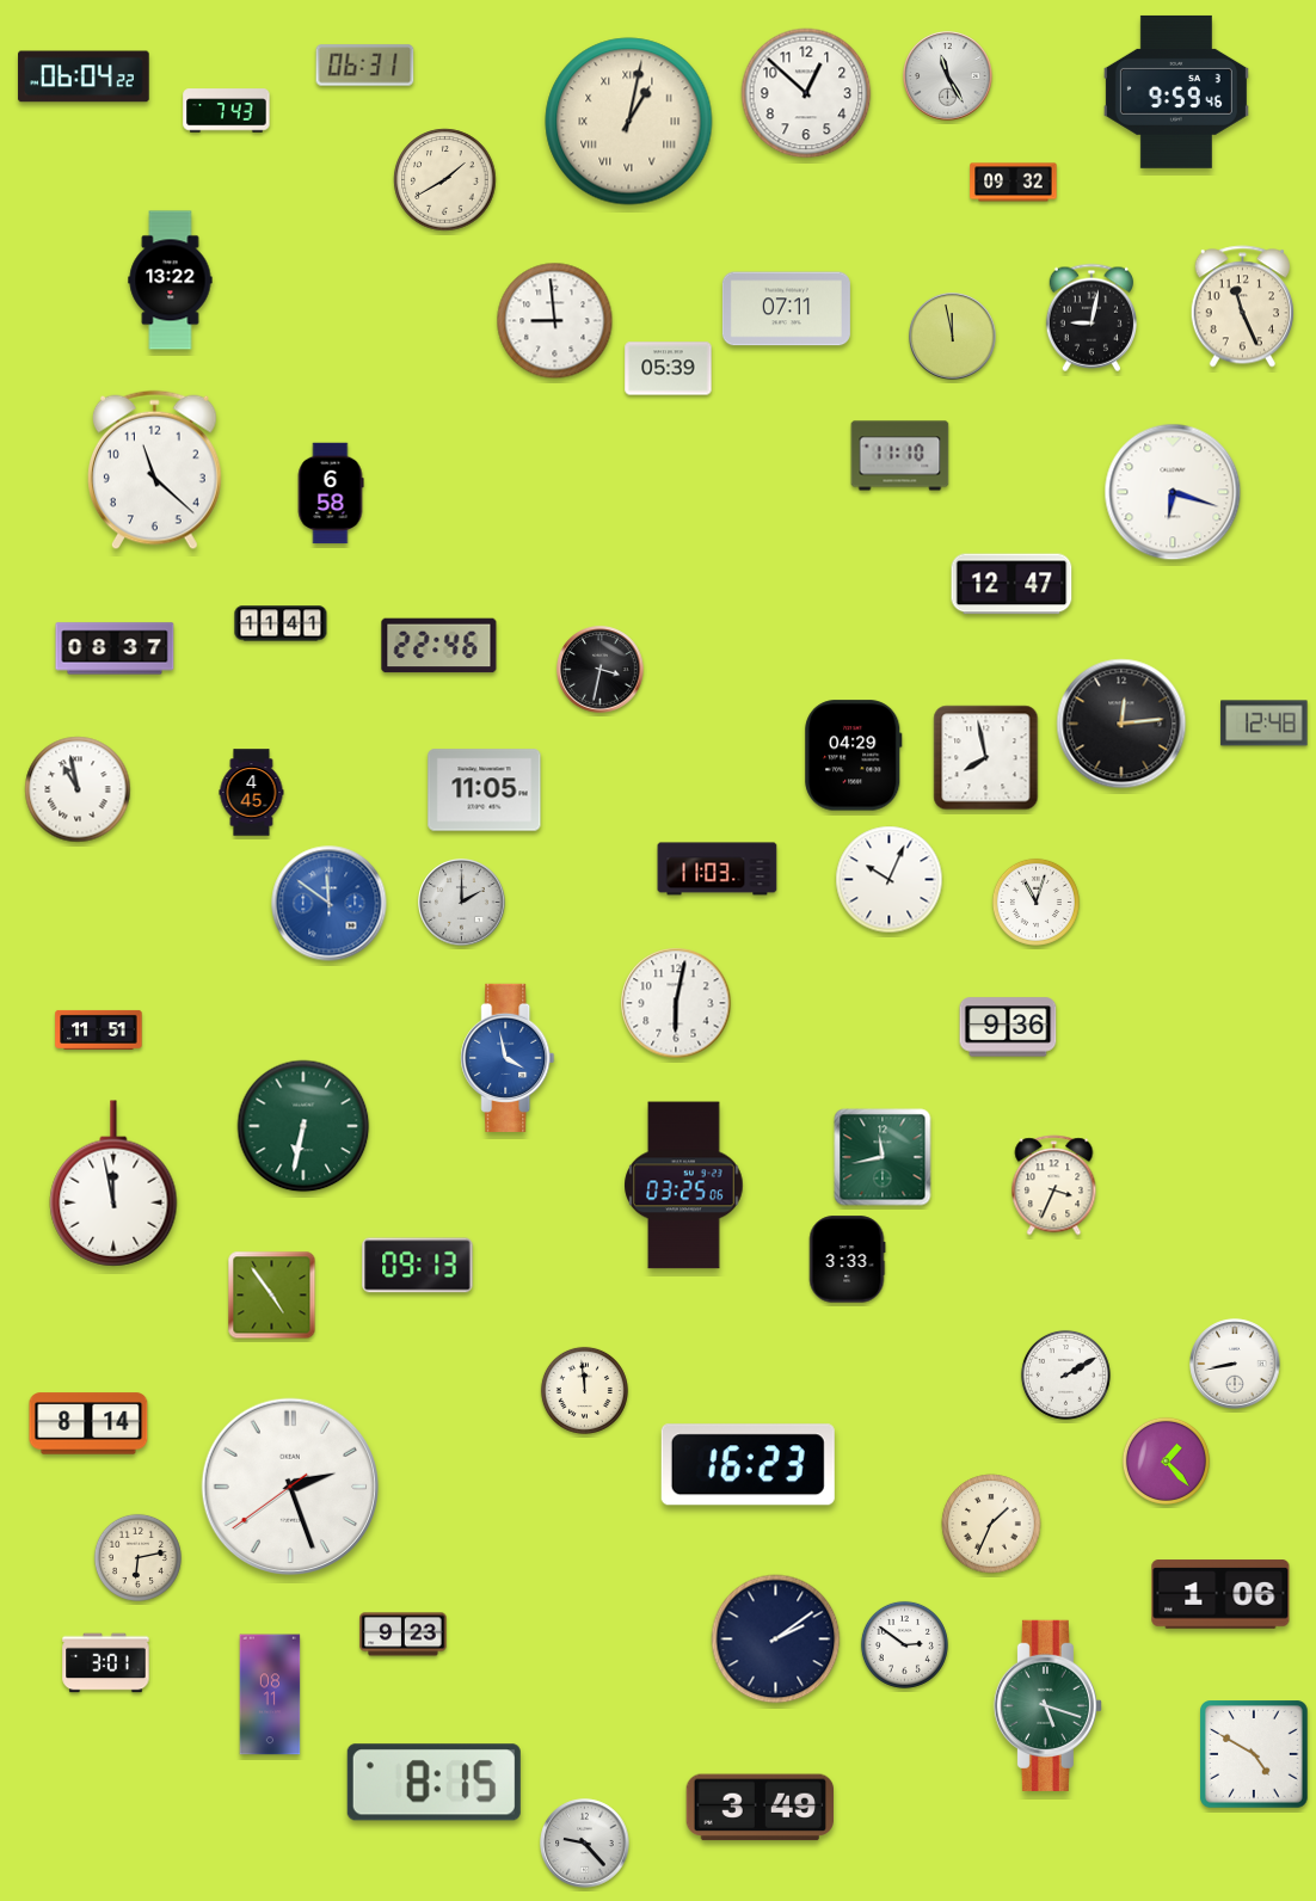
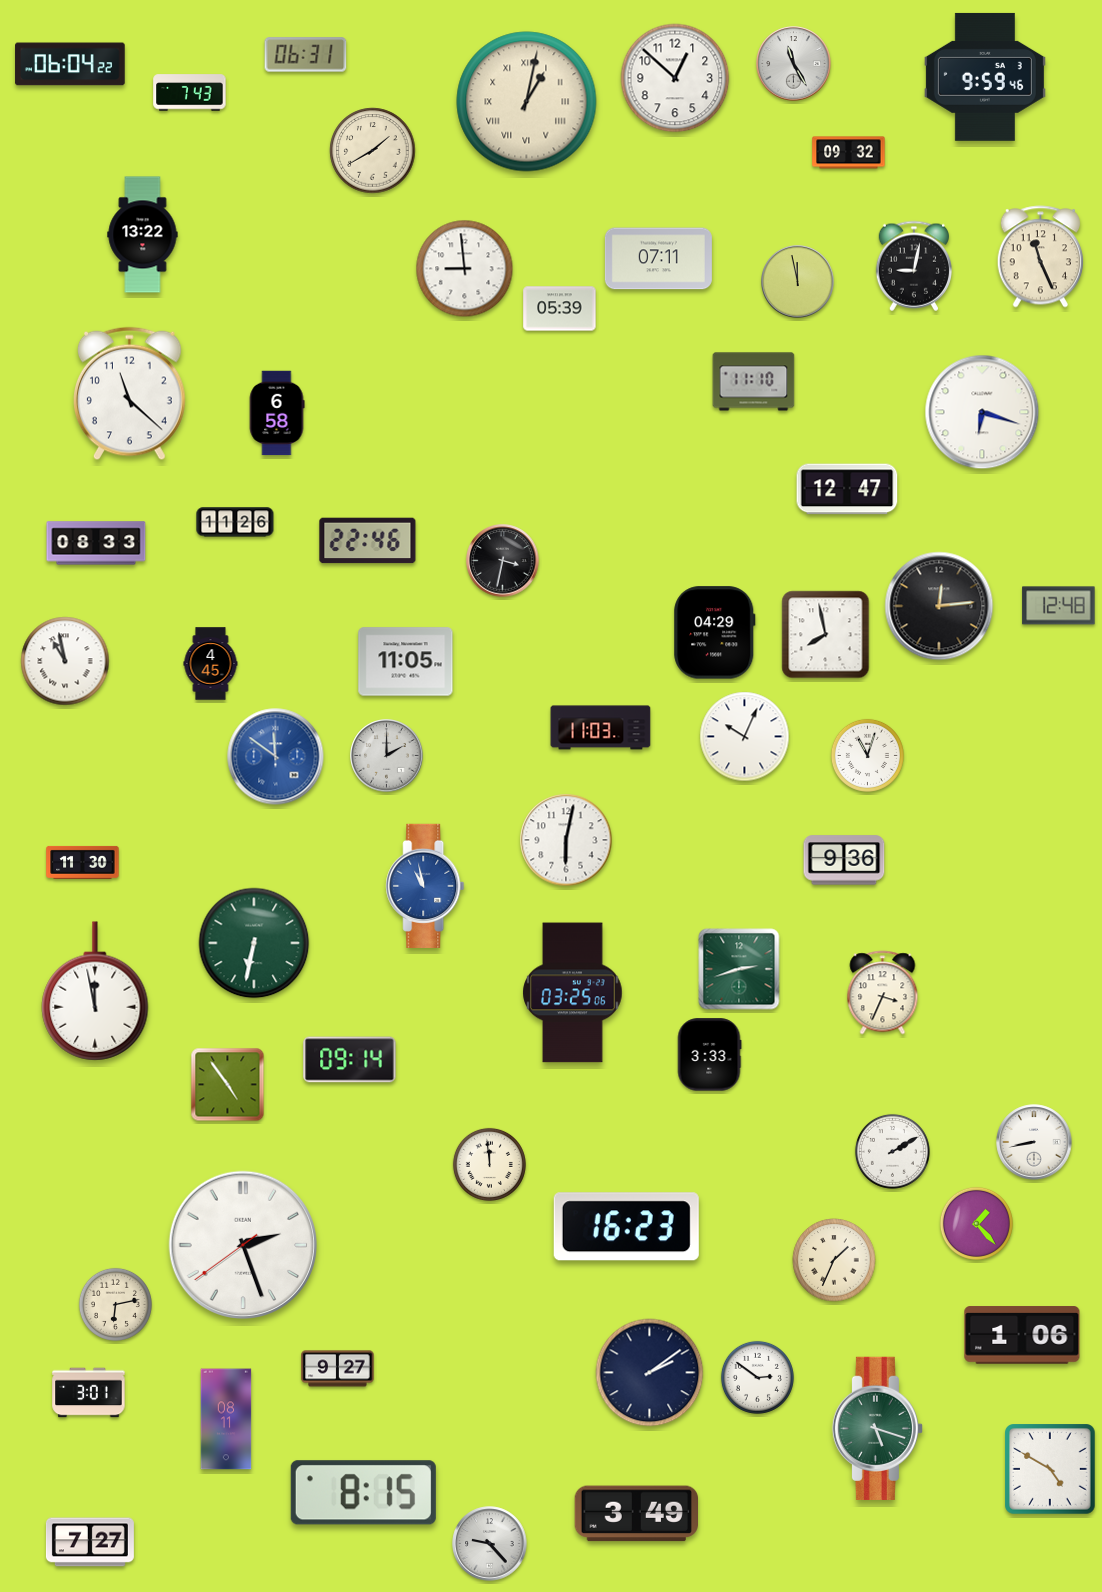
clock at (281, 623): 11:41 -> 11:26
clock at (115, 648): 08:37 -> 08:33
clock at (99, 1029): 11:51 -> 11:30
clock at (508, 1058): 3:58 -> 10:58
clock at (883, 1157): 11:43 -> 2:42
clock at (418, 1266): 09:13 -> 09:14
clock at (88, 1423): 8:14 -> none
clock at (991, 1524) position: (991, 1524) -> (834, 1260)
clock at (404, 1635): 9:23 -> 9:27
clock at (90, 1542): none -> 7:27
